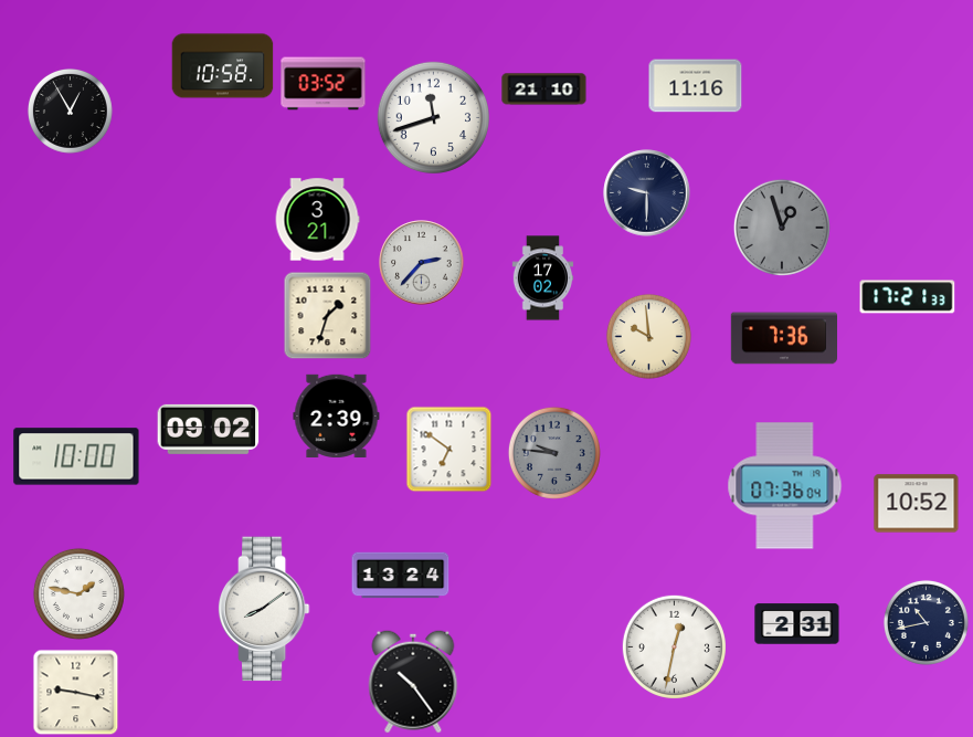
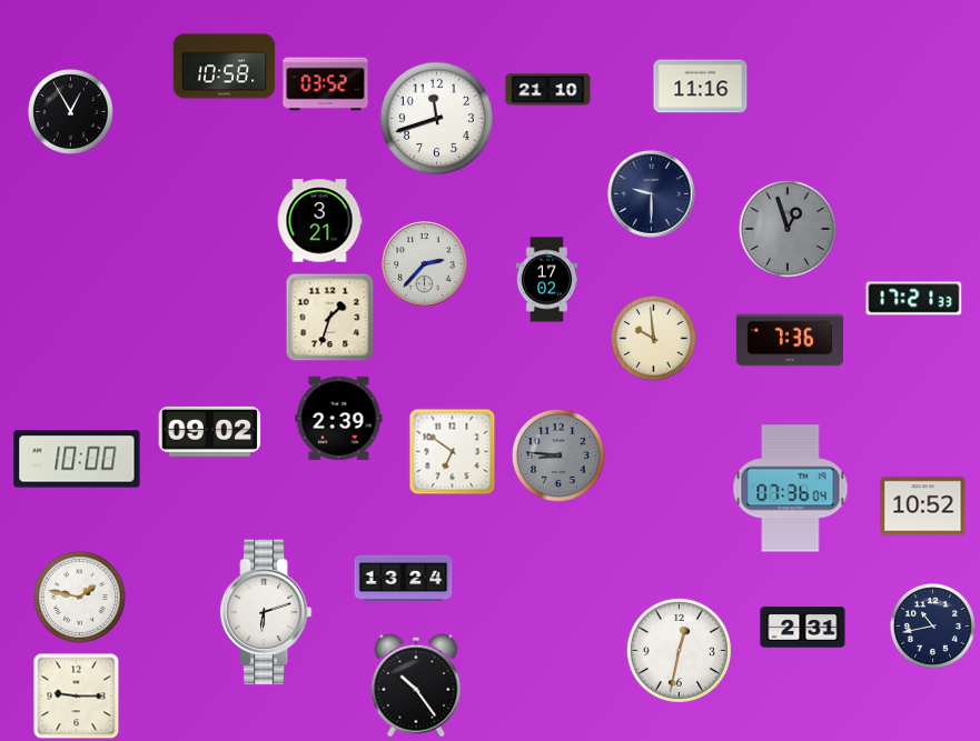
clock at (554, 453): 9:46 -> 8:46
clock at (264, 609): 8:09 -> 6:12
clock at (75, 692): 9:17 -> 9:15
